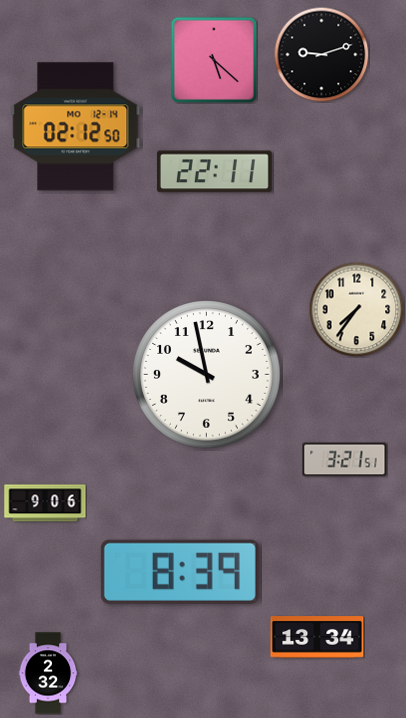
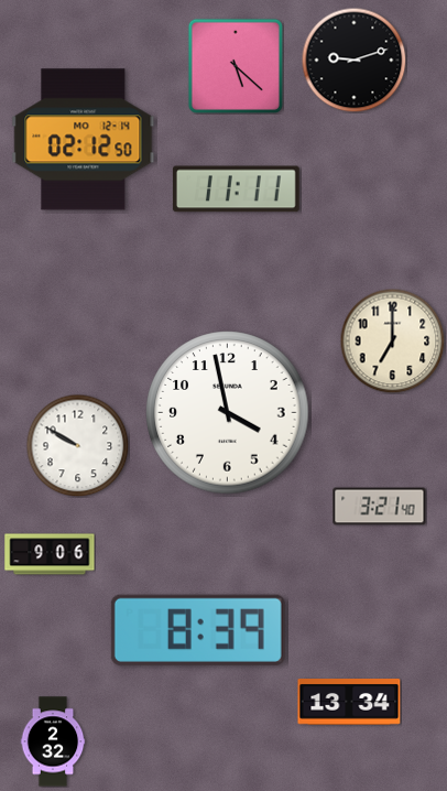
clock at (214, 172): 22:11 -> 11:11
clock at (356, 309): 7:36 -> 7:00
clock at (207, 375): 9:58 -> 3:58
clock at (77, 445): none -> 9:50
clock at (345, 460): 3:21:51 -> 3:21:40
